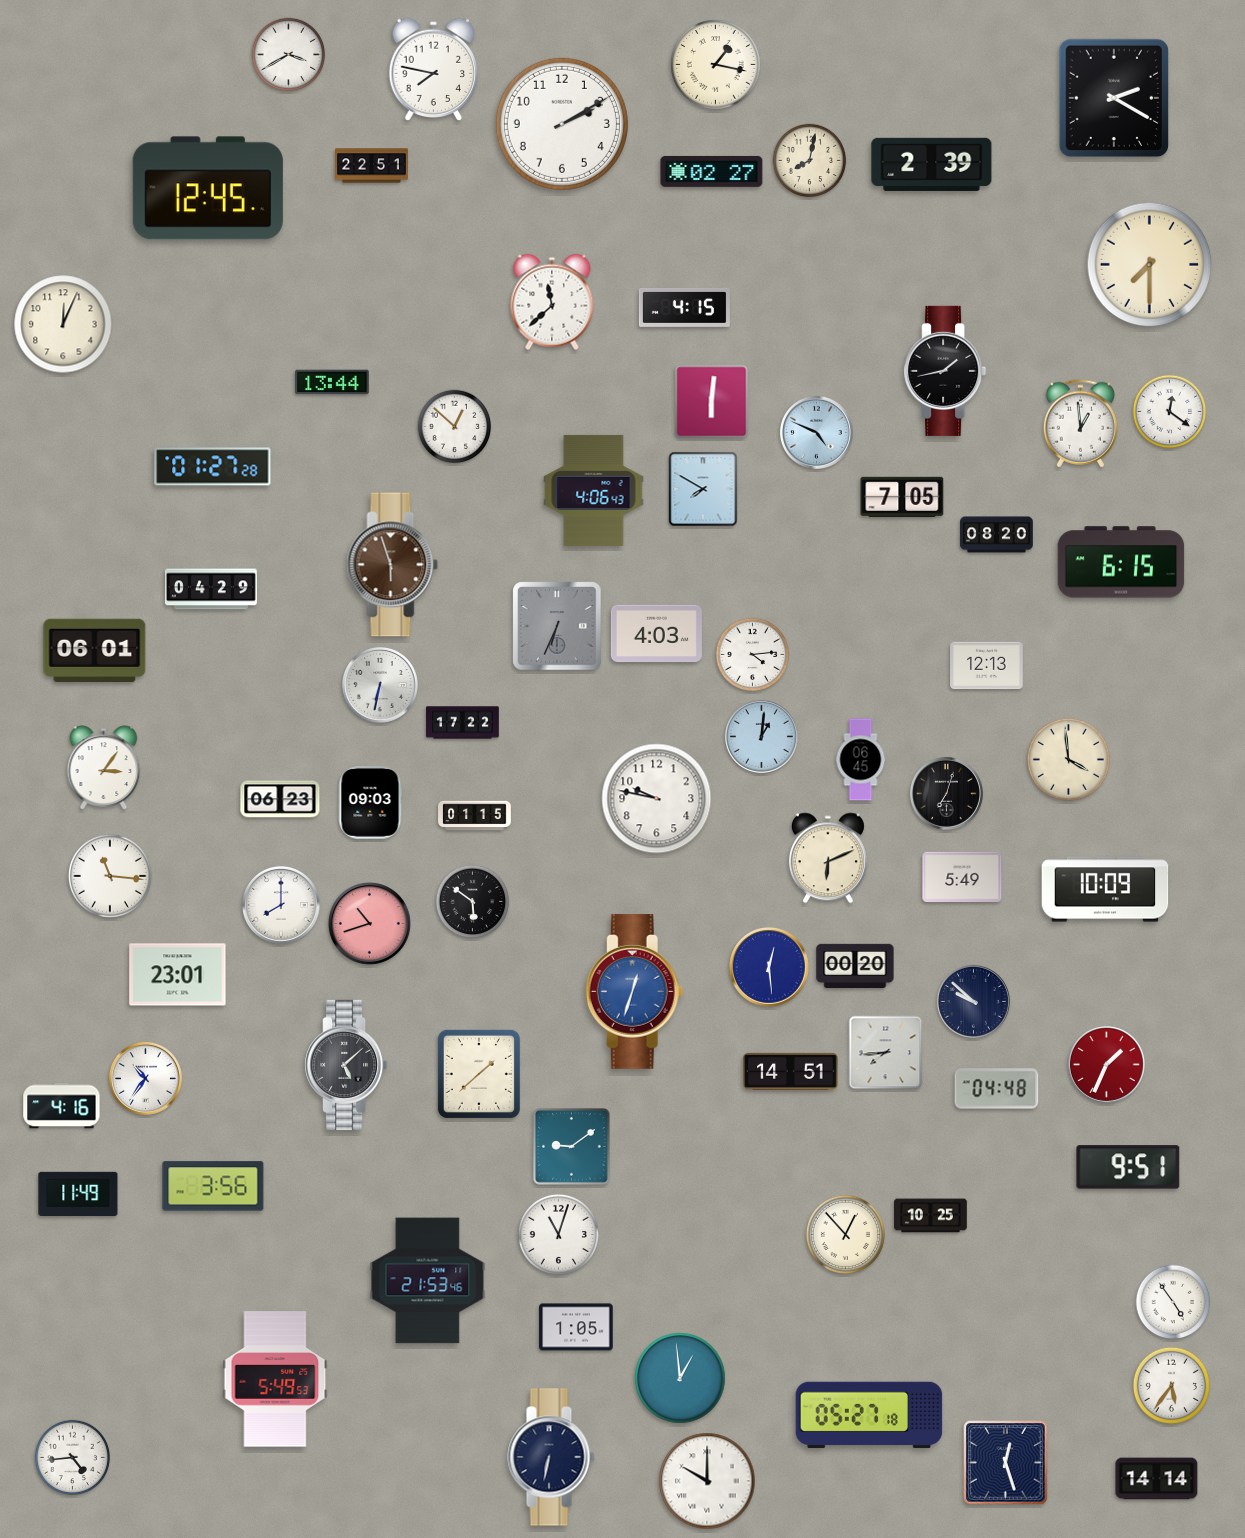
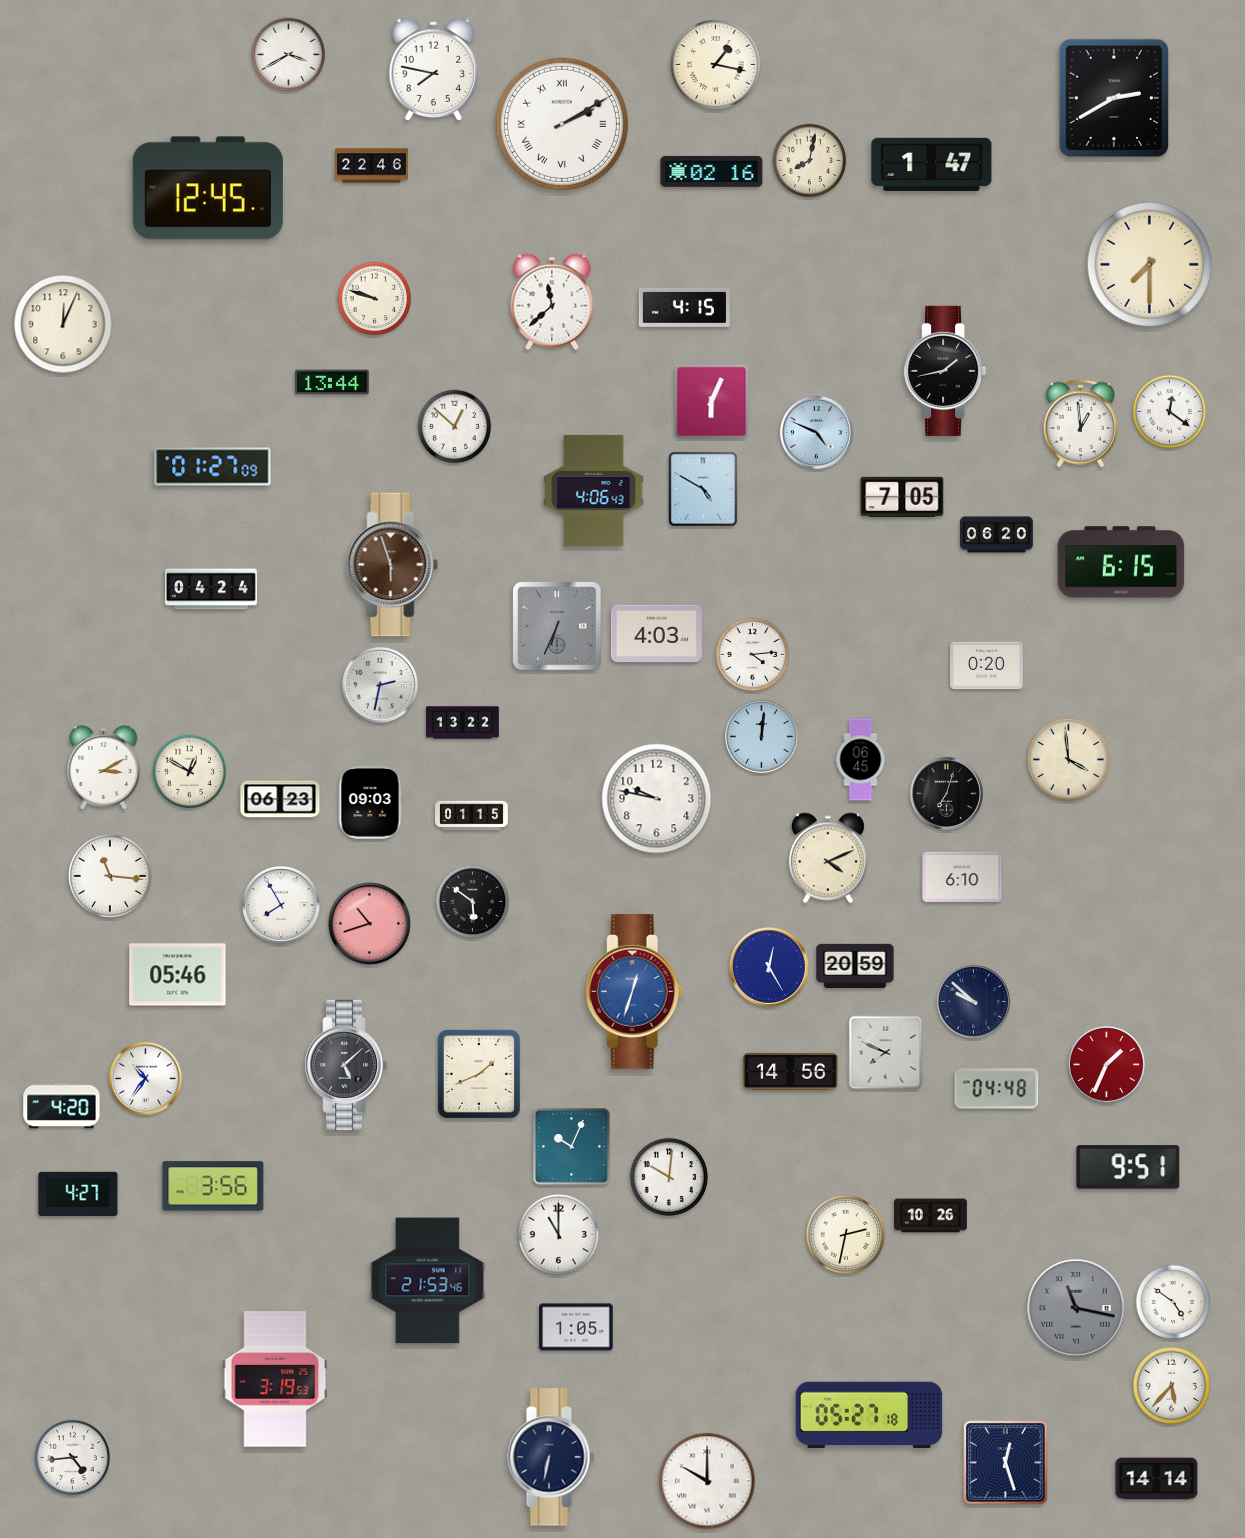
clock at (1114, 98): 2:20 -> 2:40
clock at (562, 124) numerals: Arabic -> Roman
clock at (932, 164): 2:39 -> 1:47
clock at (372, 166): 22:51 -> 22:46
clock at (712, 171): 02:27 -> 02:16
clock at (375, 299): none -> 9:48
clock at (712, 402): 6:01 -> 6:04
clock at (213, 467): 01:27:28 -> 01:27:09
clock at (703, 489): 7:50 -> 4:50
clock at (997, 535): 08:20 -> 06:20
clock at (211, 589): 04:29 -> 04:24
clock at (95, 650): 06:01 -> none
clock at (987, 666): 12:13 -> 0:20
clock at (380, 685): 6:32 -> 2:32
clock at (463, 723): 17:22 -> 13:22
clock at (761, 736): 1:01 -> 12:01
clock at (104, 768): 3:06 -> 3:10
clock at (190, 772): none -> 12:50
clock at (475, 816) position: (475, 816) -> (472, 816)
clock at (828, 858): 6:11 -> 4:11
clock at (962, 876): 5:49 -> 6:10
clock at (1105, 889): 10:09 -> none
clock at (281, 905): 8:00 -> 7:55
clock at (855, 965): 00:20 -> 20:59
clock at (769, 967): 12:29 -> 12:25
clock at (178, 975): 23:01 -> 05:46
clock at (886, 1053): 7:44 -> 7:49
clock at (791, 1071): 14:51 -> 14:56
clock at (479, 1074): 1:38 -> 1:41
clock at (62, 1106): 4:16 -> 4:20
clock at (572, 1147): 9:09 -> 10:04
clock at (668, 1176): none -> 10:01
clock at (78, 1193): 11:49 -> 4:27
clock at (931, 1216): 10:25 -> 10:26
clock at (558, 1234): 11:03 -> 11:00
clock at (845, 1234): 12:53 -> 2:32
clock at (1173, 1302): 4:54 -> 4:51
clock at (1076, 1308): none -> 11:17
clock at (680, 1378): 12:59 -> none
clock at (275, 1379): 5:49 -> 3:19
clock at (1171, 1385): 5:36 -> 5:37
